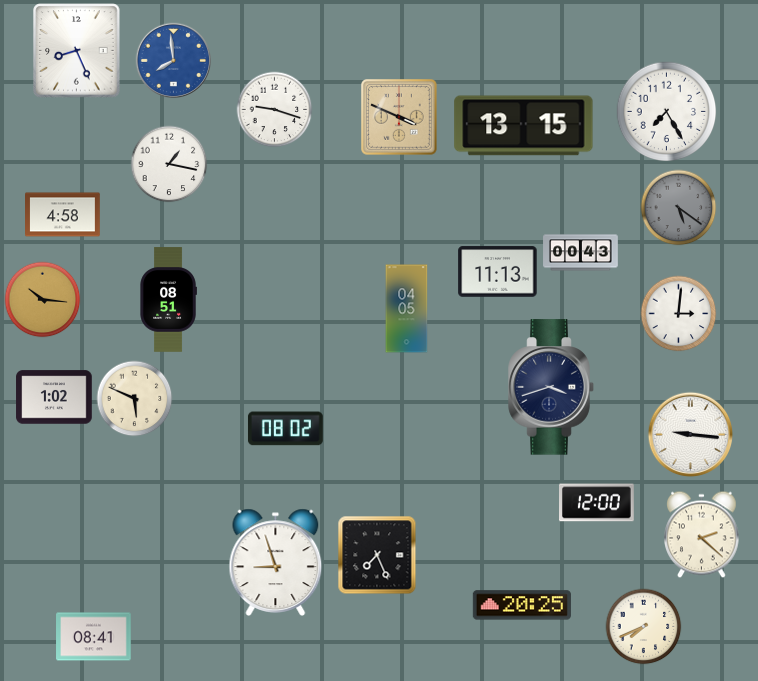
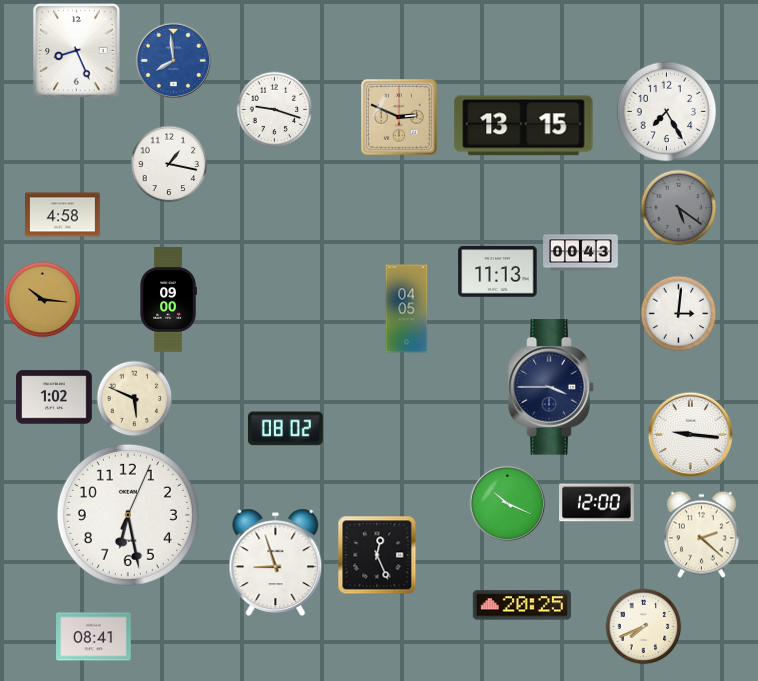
clock at (400, 118): 3:49 -> 2:49
clock at (168, 300): 08:51 -> 09:00
clock at (551, 387): 3:42 -> 3:45
clock at (507, 503): none -> 10:19
clock at (128, 515): none -> 6:28
clock at (377, 555): 7:26 -> 12:26
